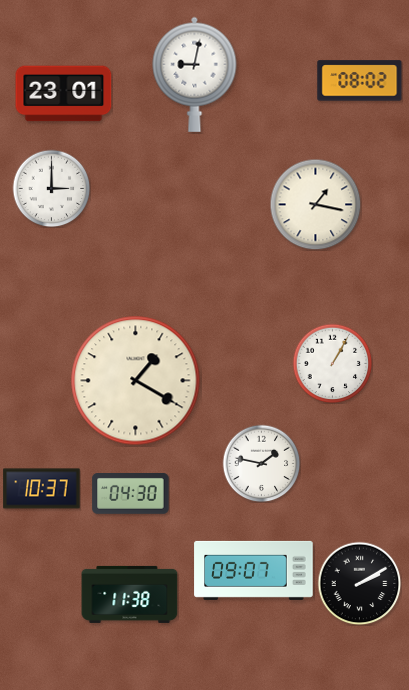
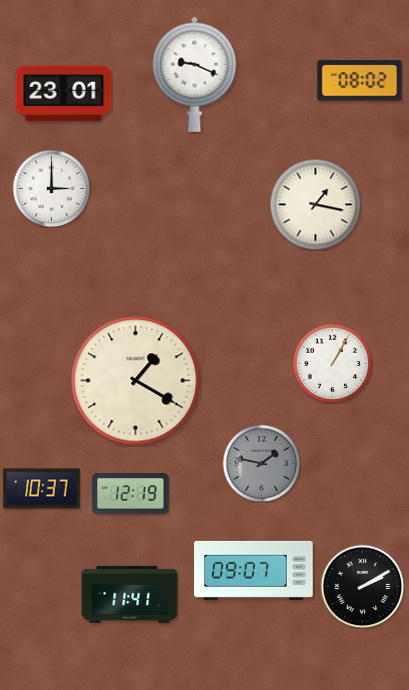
clock at (195, 74): 9:02 -> 9:19
clock at (261, 463) dial: white -> grey
clock at (131, 494): 04:30 -> 12:19
clock at (359, 583) position: (359, 583) -> (362, 586)
clock at (130, 594): 11:38 -> 11:41
